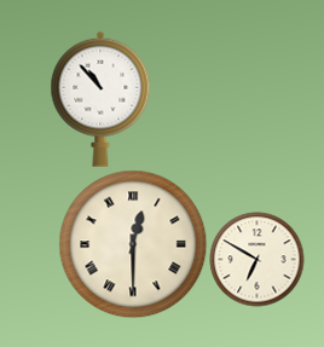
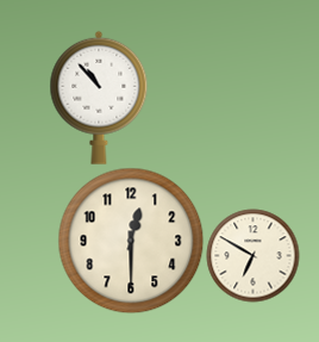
clock at (133, 244) numerals: Roman -> Arabic
